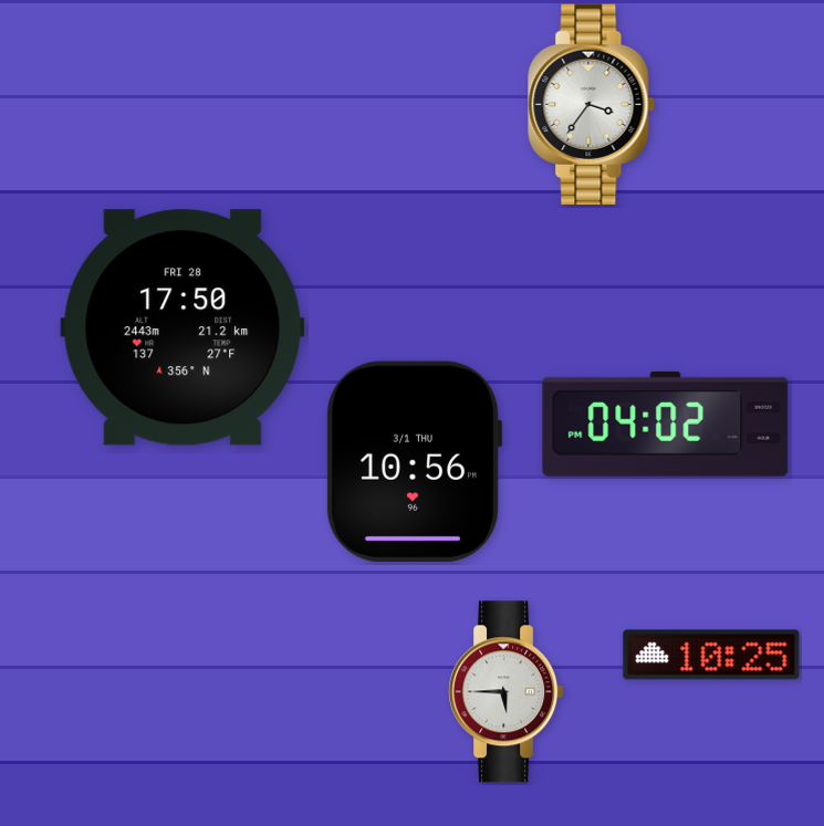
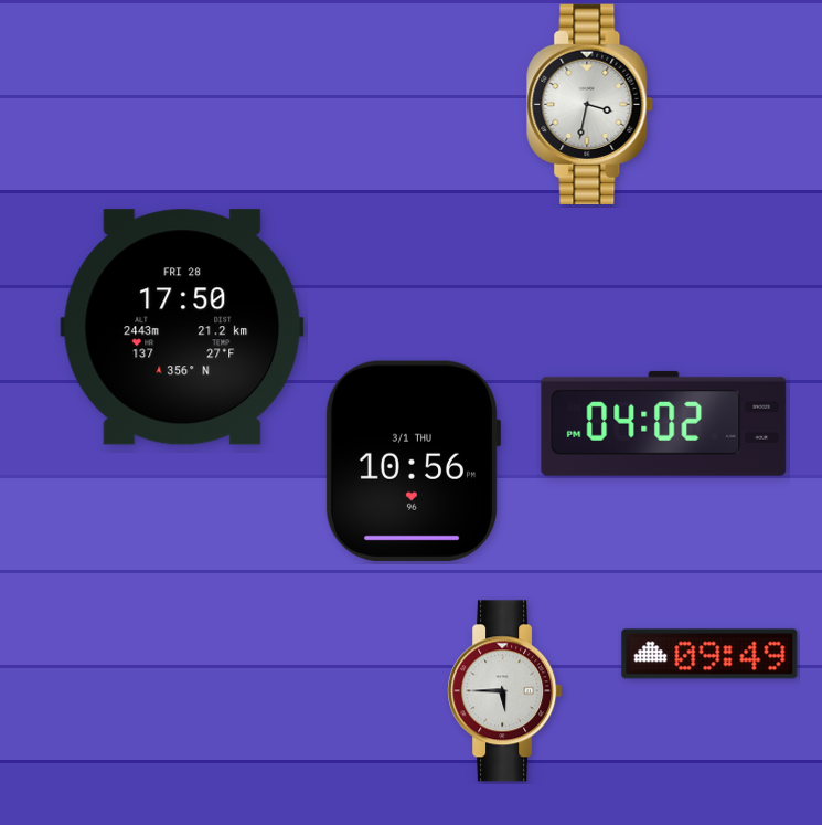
clock at (592, 104): 3:36 -> 3:32
clock at (711, 655): 10:25 -> 09:49
